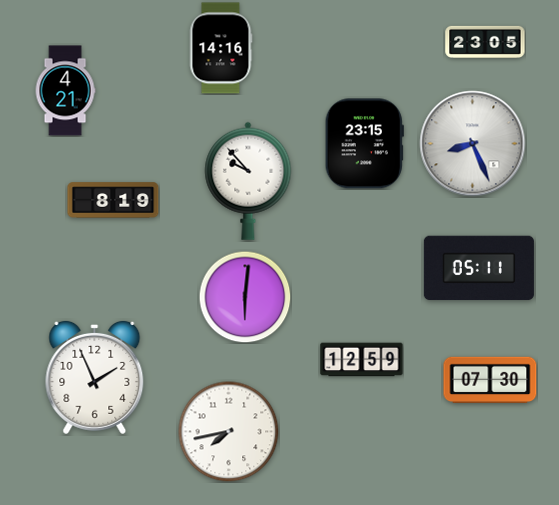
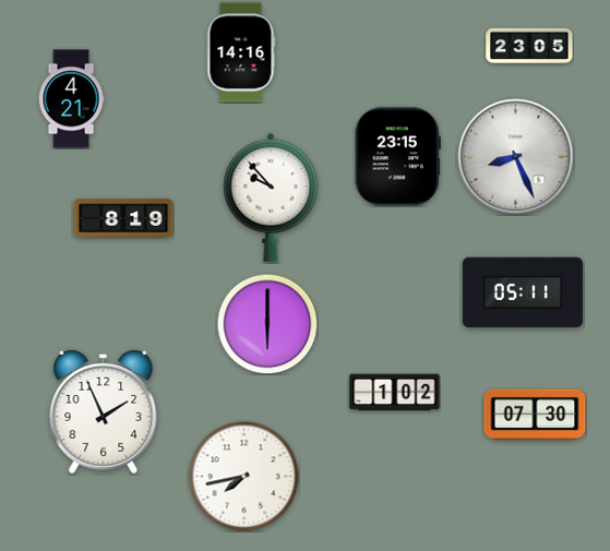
clock at (245, 297): 6:01 -> 6:00
clock at (362, 360): 12:59 -> 1:02
clock at (229, 432) position: (229, 432) -> (244, 477)
